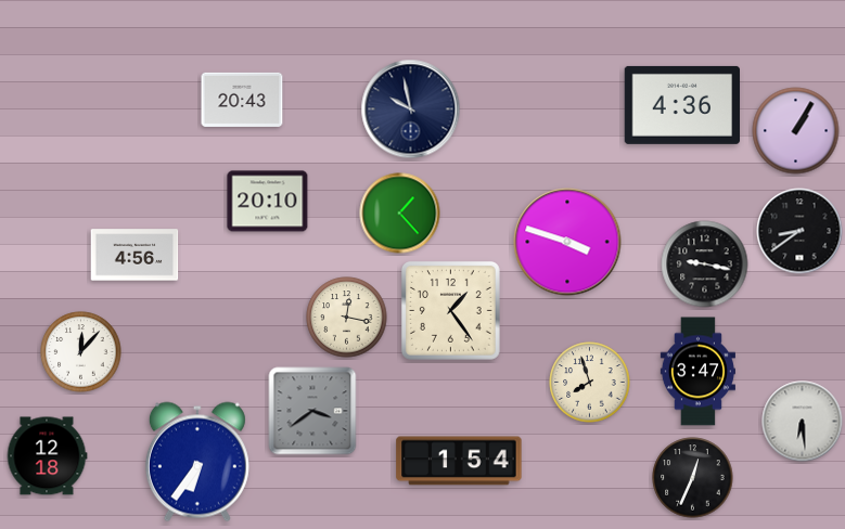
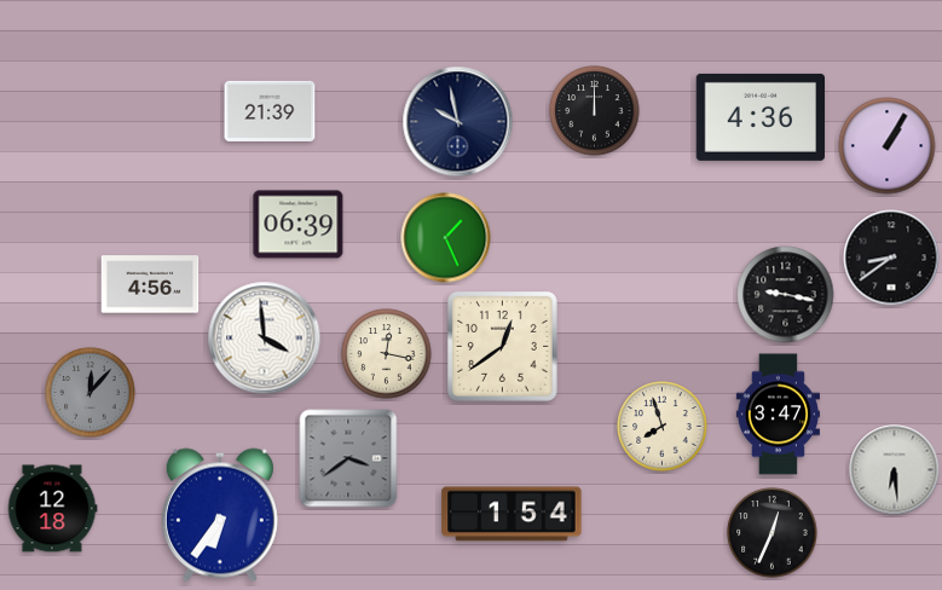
clock at (242, 100): 20:43 -> 21:39
clock at (595, 111): none -> 12:00
clock at (268, 202): 20:10 -> 06:39
clock at (400, 214): 1:23 -> 1:26
clock at (567, 242): 3:48 -> none
clock at (265, 339): none -> 3:59
clock at (450, 310): 1:24 -> 12:39
clock at (81, 352) dial: white -> grey
clock at (590, 383) position: (590, 383) -> (663, 427)
